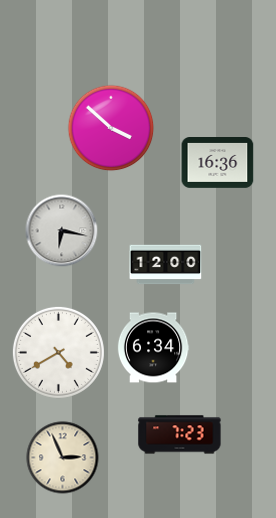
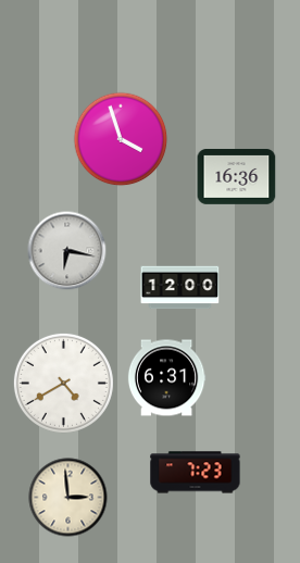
clock at (111, 128): 3:52 -> 3:57
clock at (153, 348): 6:34 -> 6:31
clock at (63, 458): 2:56 -> 2:59
